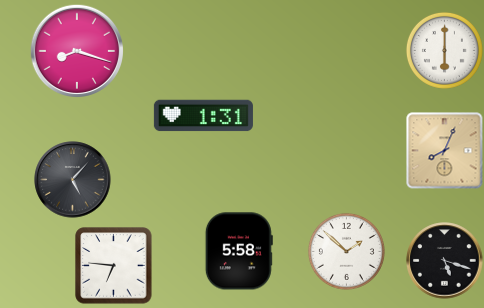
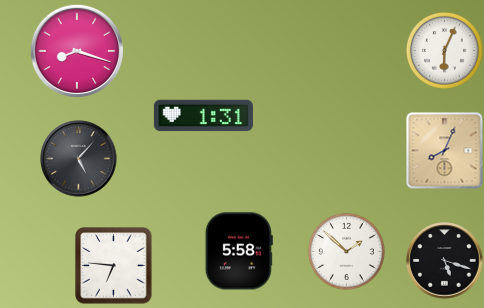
clock at (444, 50): 6:00 -> 6:04
clock at (73, 180) position: (73, 180) -> (79, 159)
